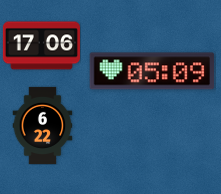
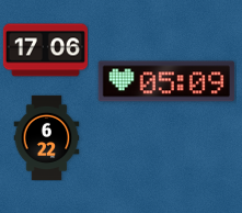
clock at (152, 71) position: (152, 71) -> (166, 81)
